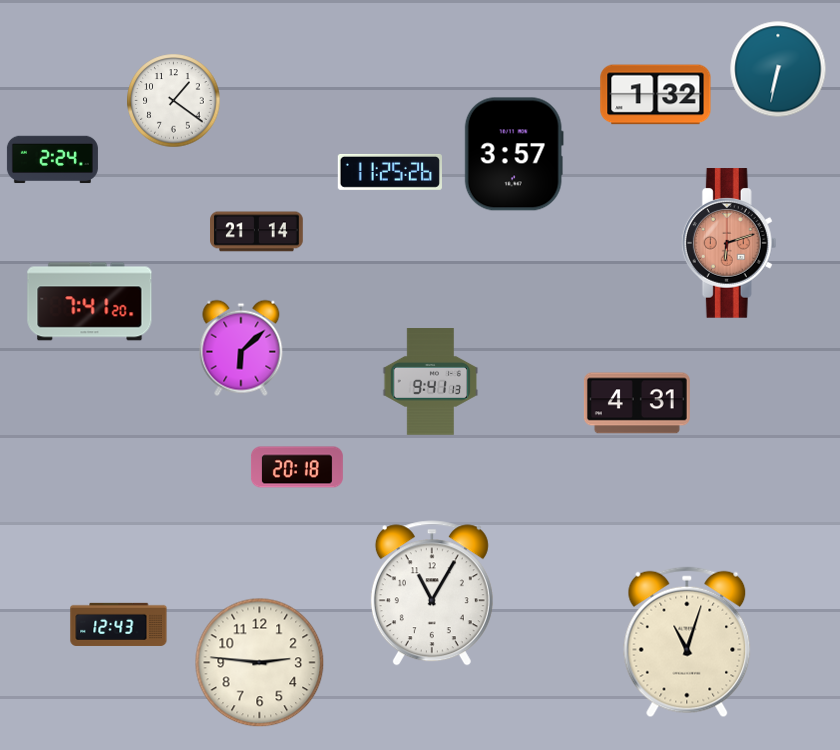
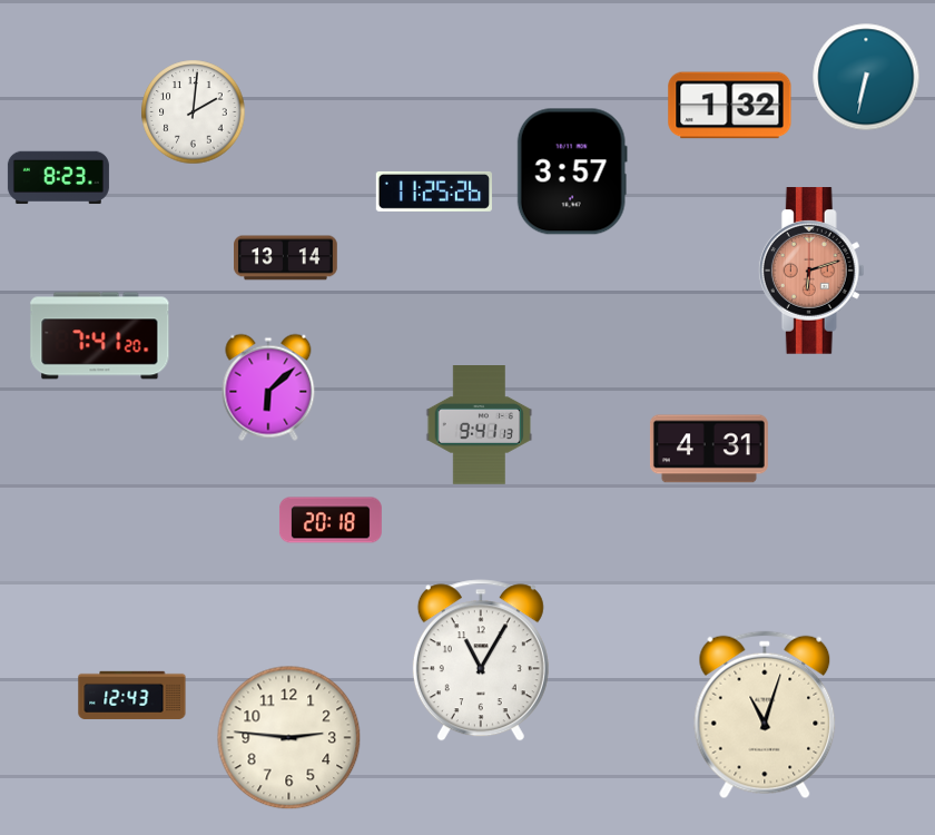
clock at (174, 101): 1:21 -> 2:01
clock at (52, 160): 2:24 -> 8:23
clock at (257, 232): 21:14 -> 13:14
